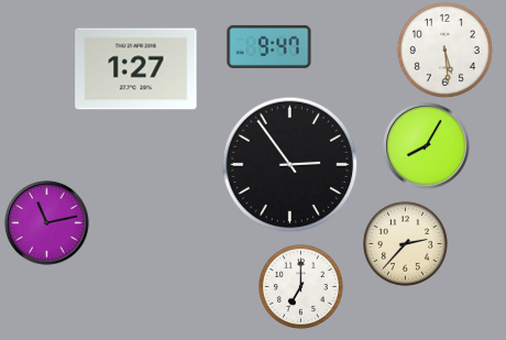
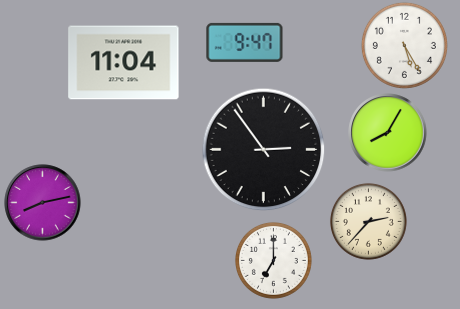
clock at (444, 50): 5:29 -> 5:25
clock at (136, 69): 1:27 -> 11:04
clock at (47, 223): 11:13 -> 8:13
